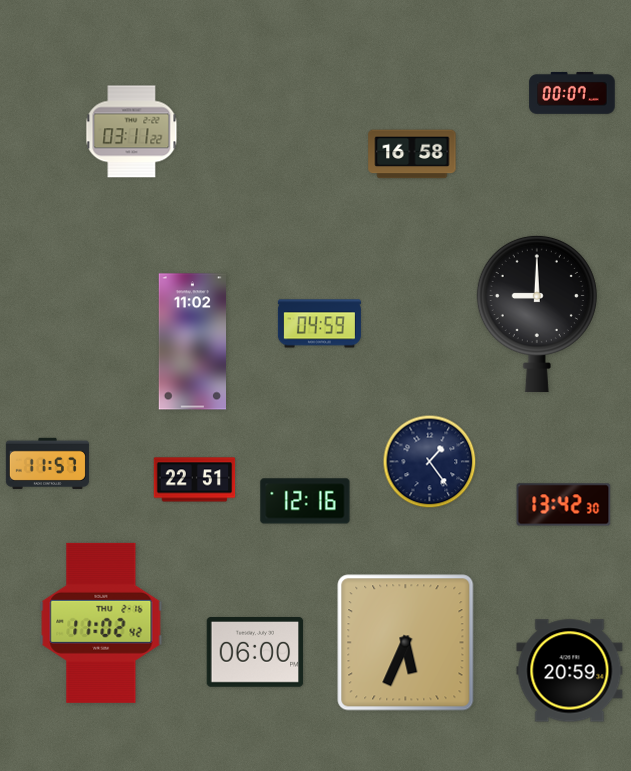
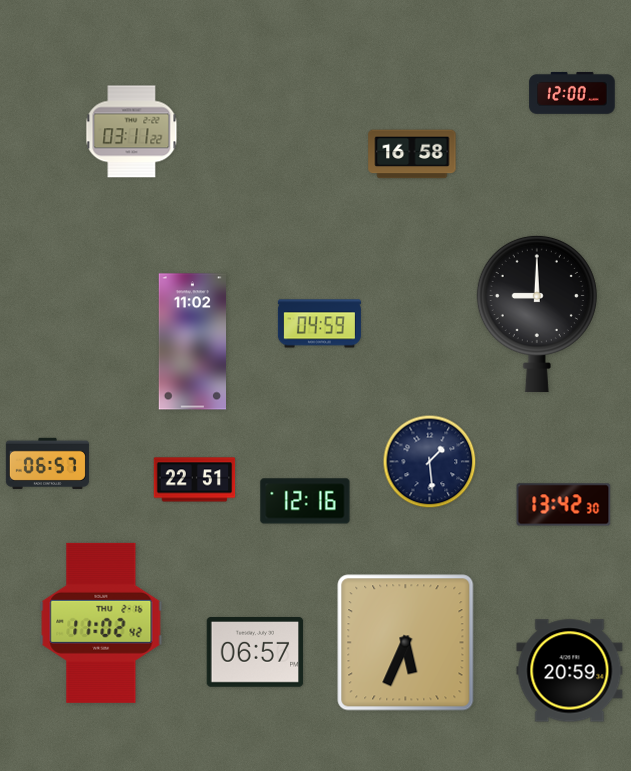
clock at (572, 93): 00:07 -> 12:00
clock at (430, 462): 1:24 -> 1:29
clock at (47, 463): 11:57 -> 06:57
clock at (255, 653): 06:00 -> 06:57
